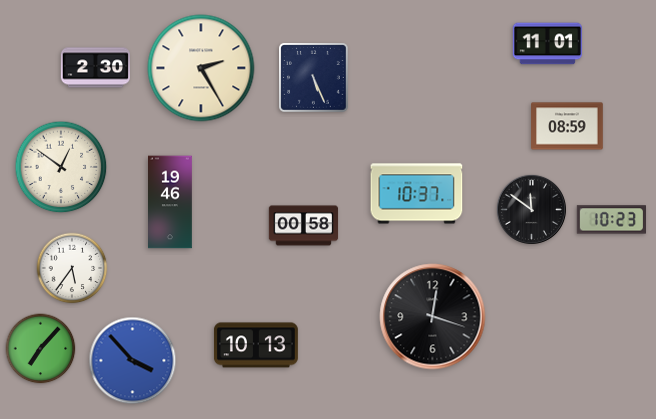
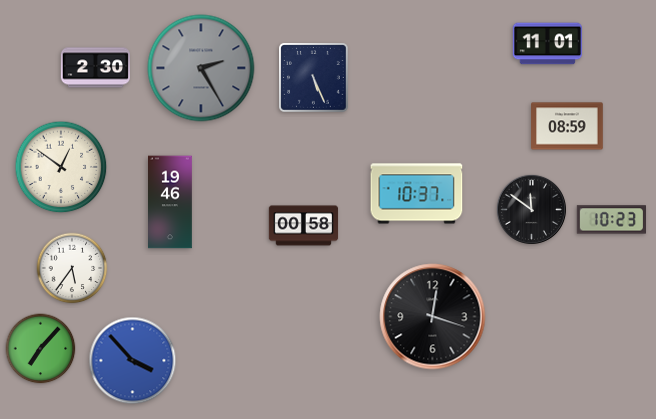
clock at (201, 68) dial: cream -> grey
clock at (256, 345): 10:13 -> none
